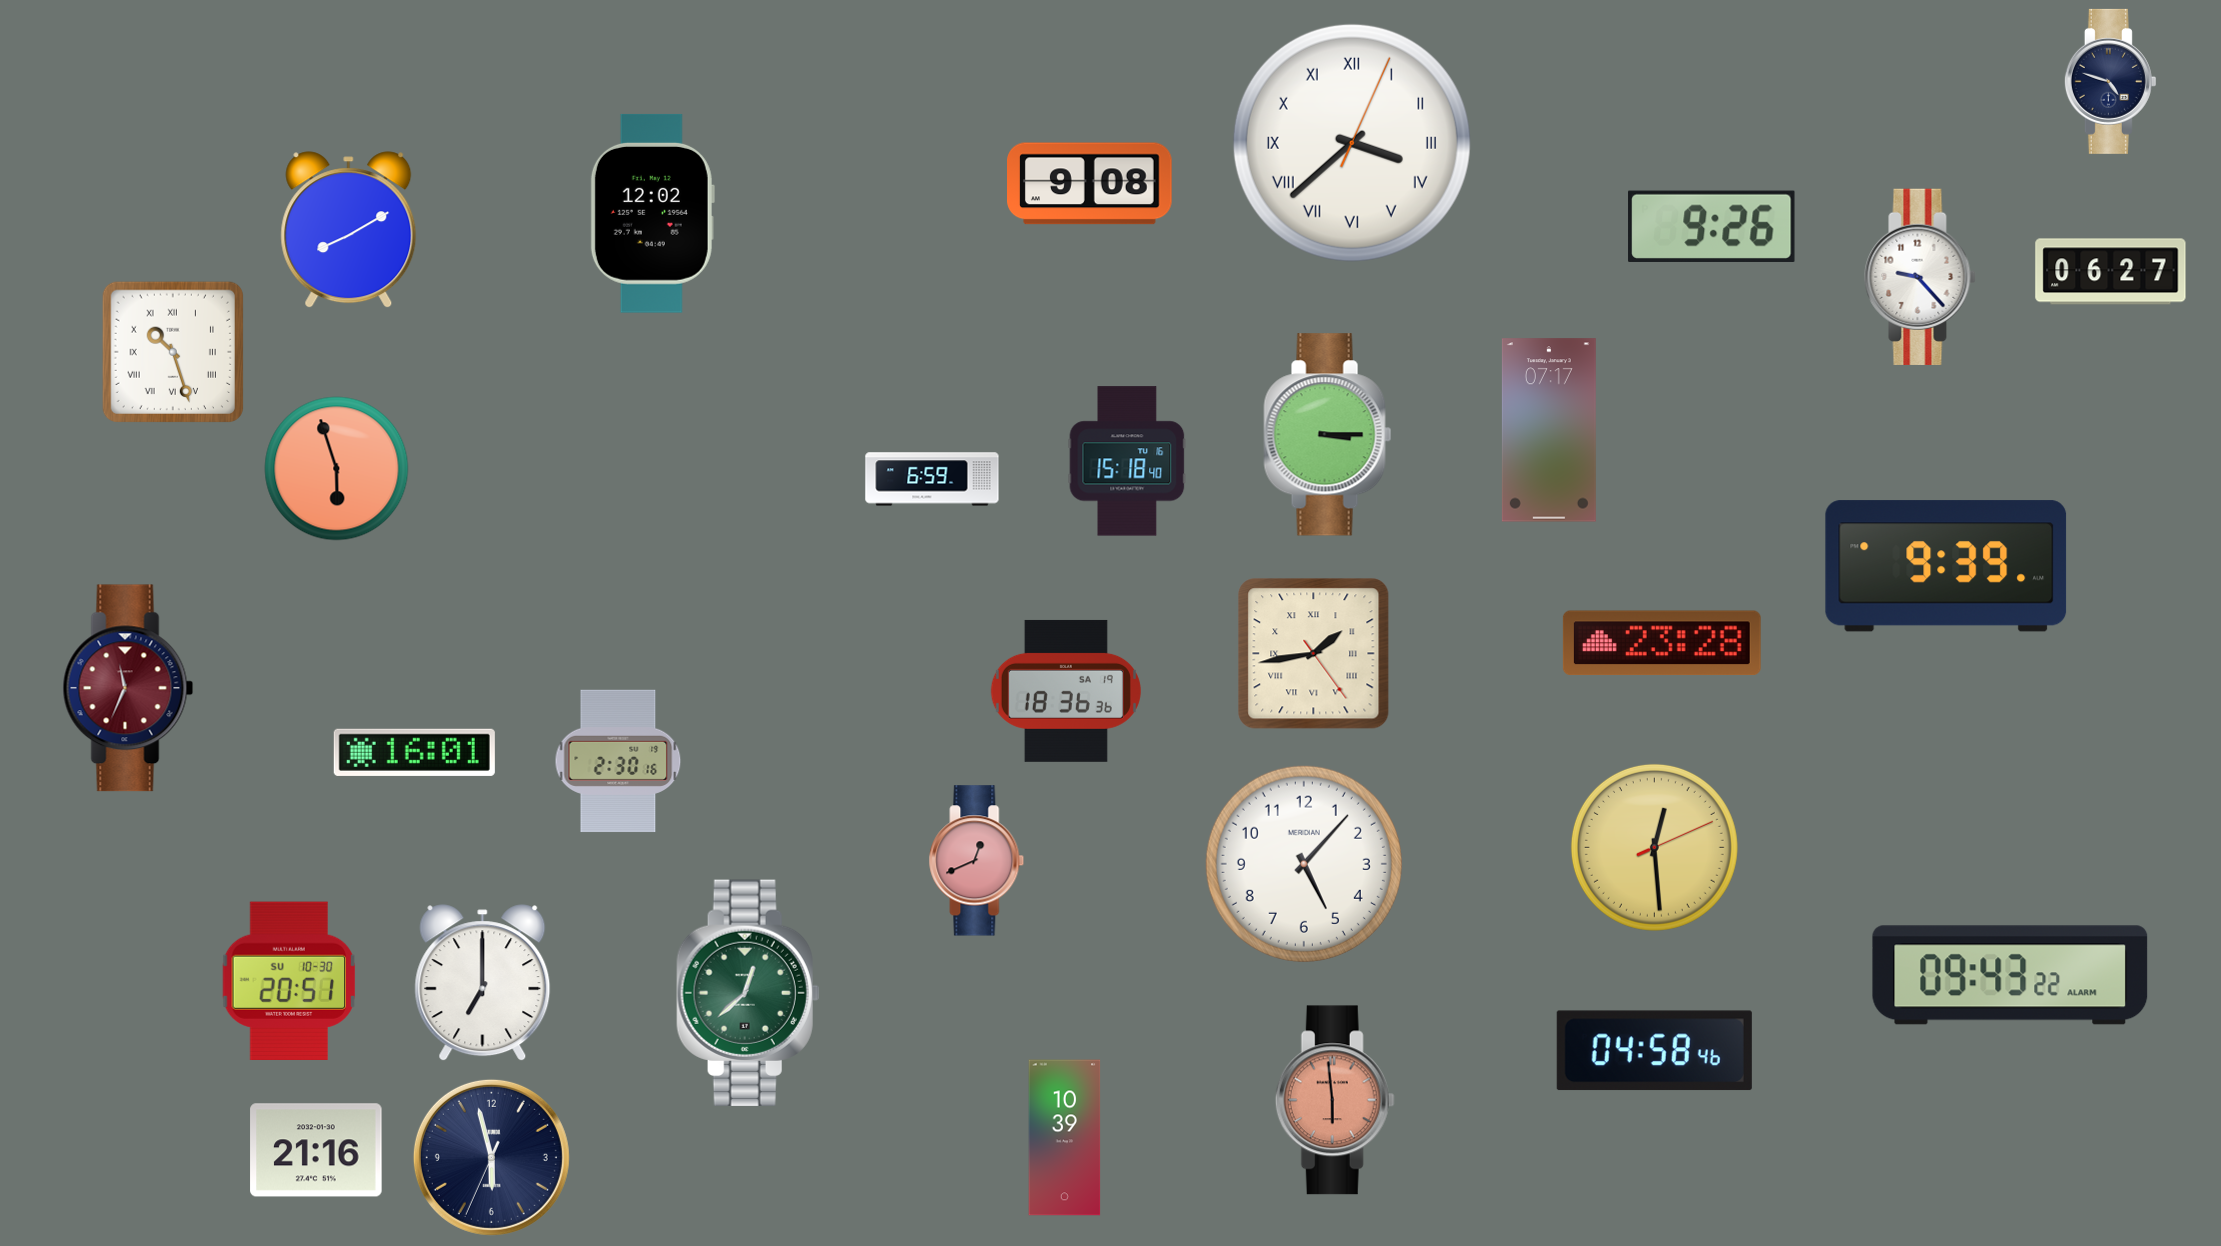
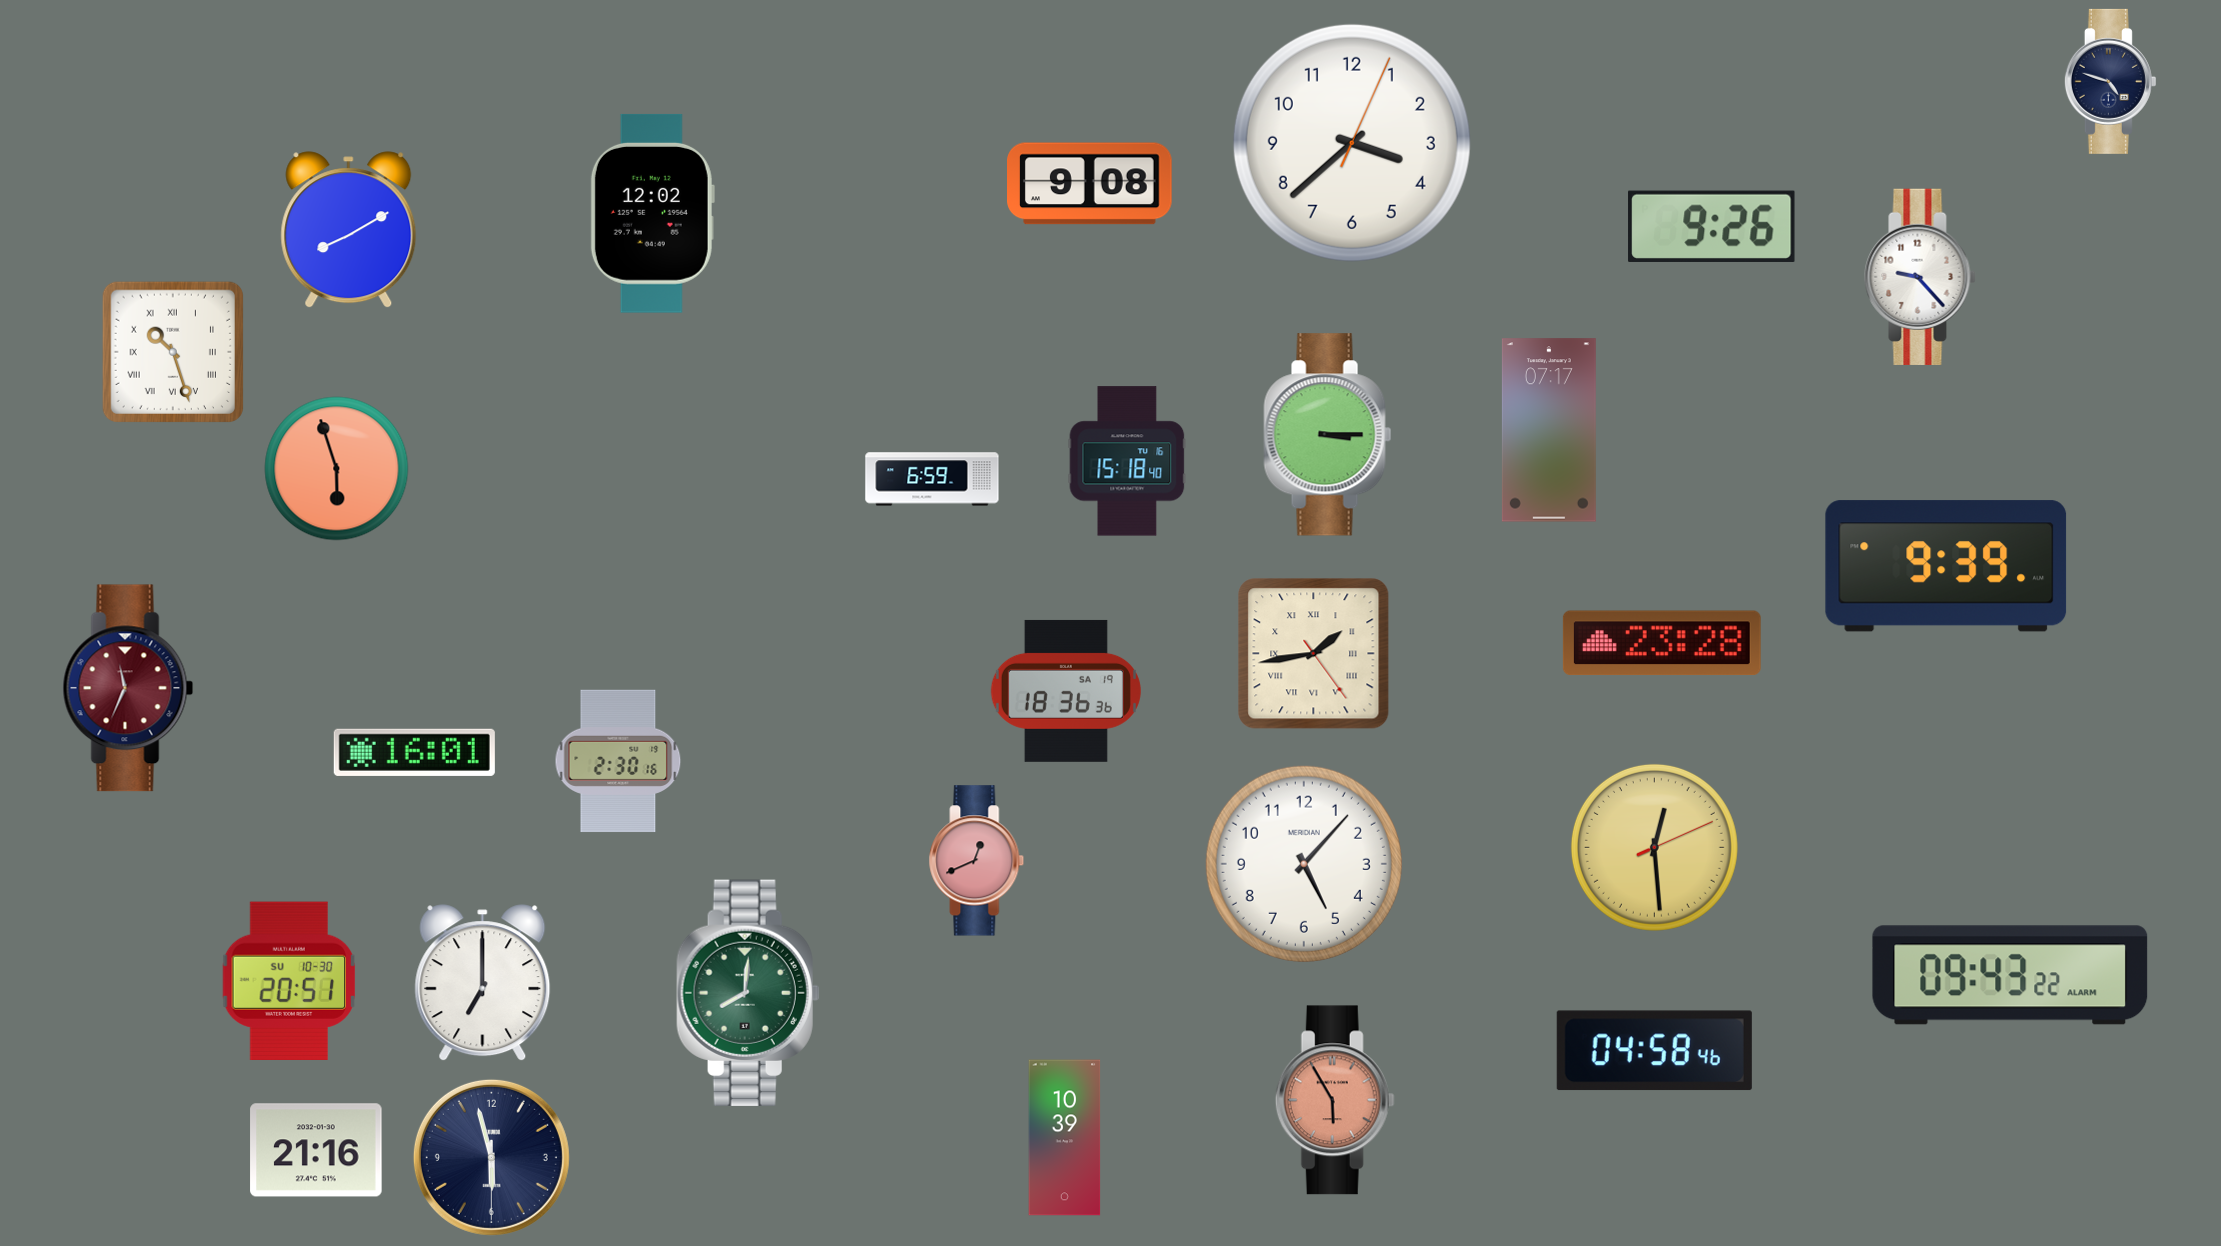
clock at (1352, 143) numerals: Roman -> Arabic
clock at (2111, 272): 06:27 -> none
clock at (748, 992): 12:38 -> 8:01
clock at (1335, 1100): 5:59 -> 5:55
clock at (491, 1157): 5:57:34 -> 5:57:30
